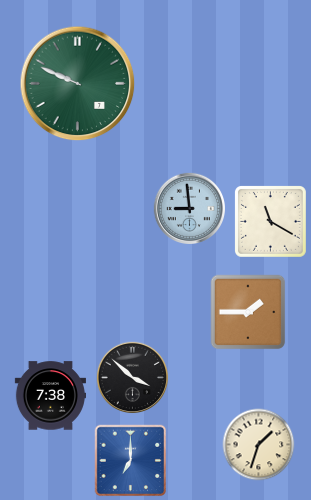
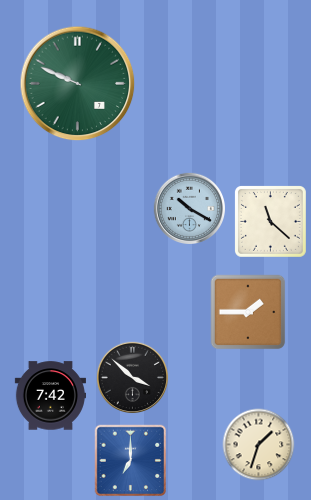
clock at (189, 208): 8:59 -> 10:20
clock at (270, 221): 11:20 -> 11:22
clock at (50, 396): 7:38 -> 7:42
